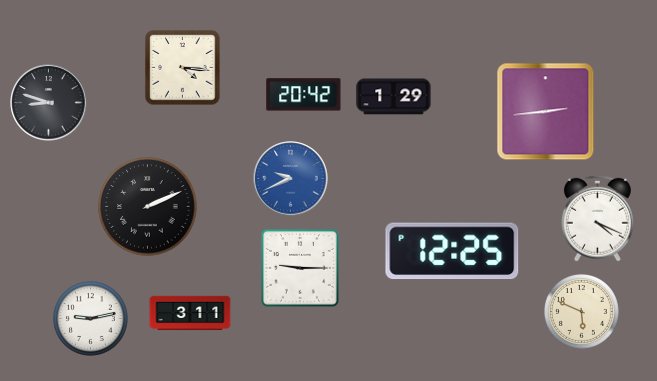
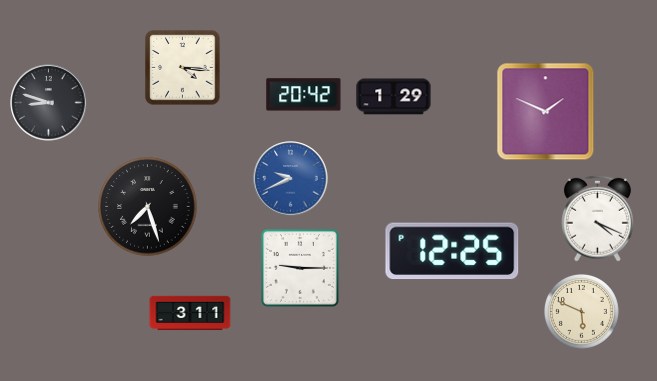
clock at (546, 112): 2:44 -> 1:49
clock at (148, 207): 2:11 -> 7:27
clock at (90, 318): 9:13 -> none
